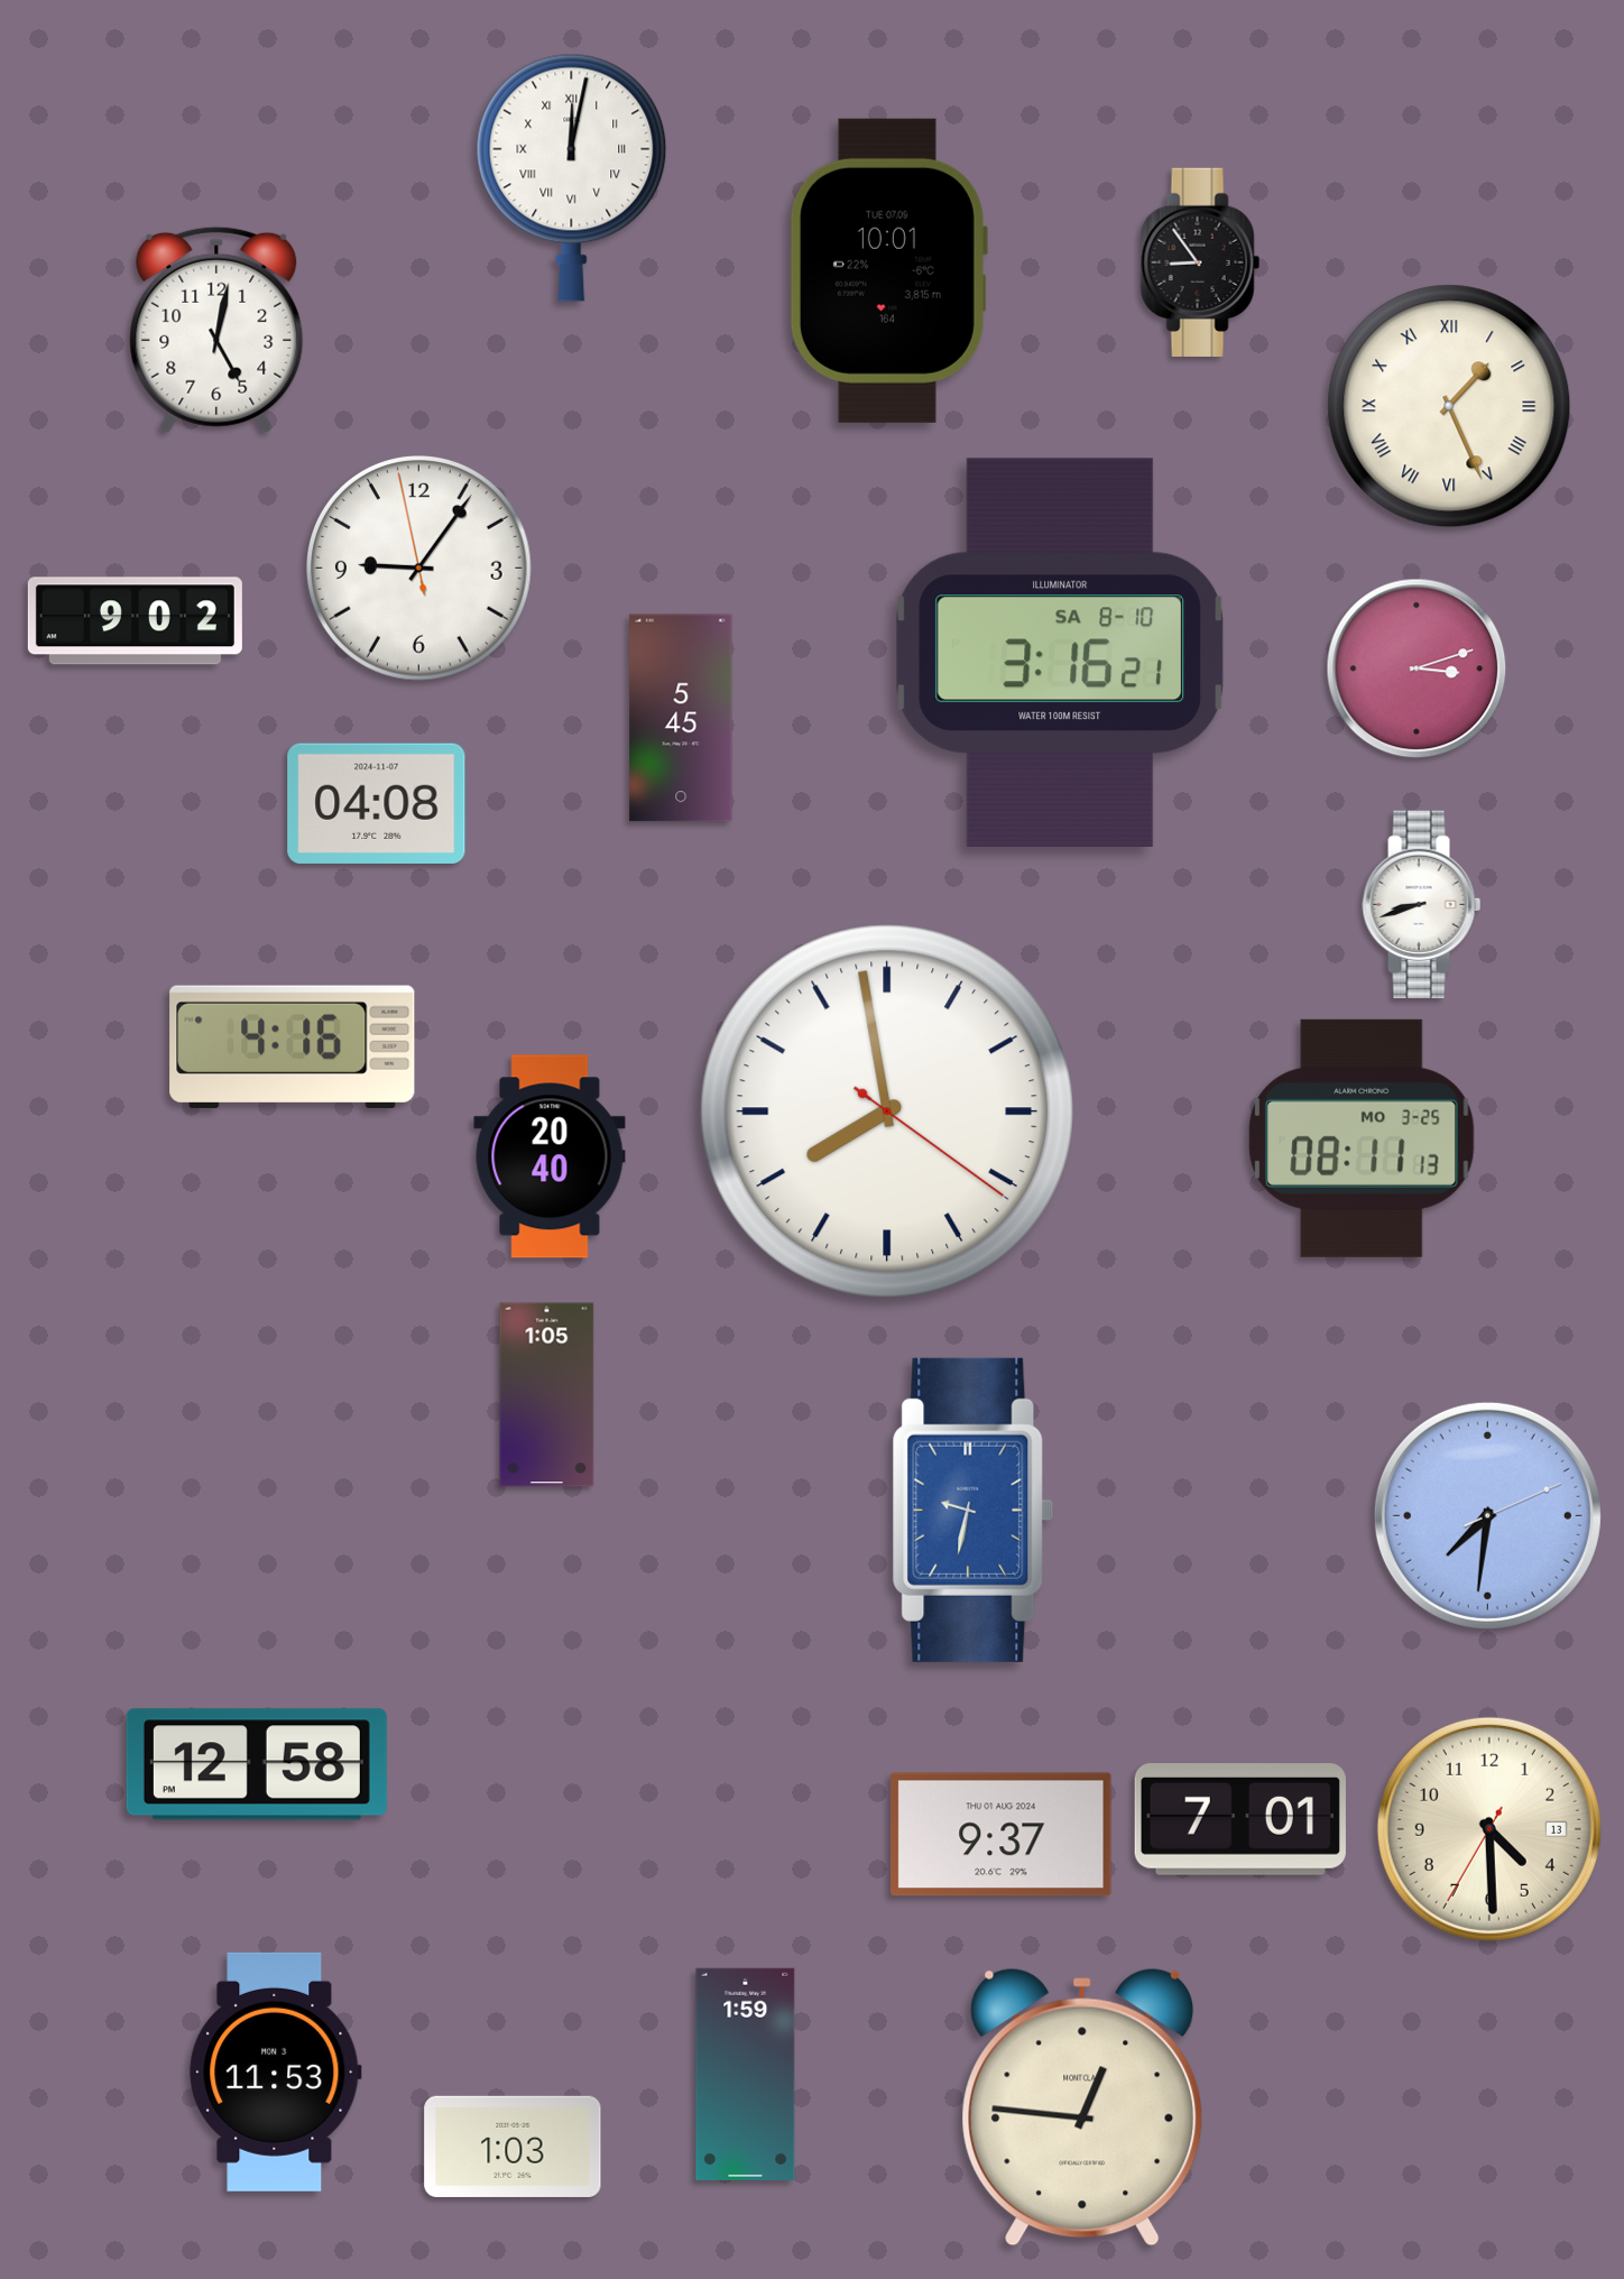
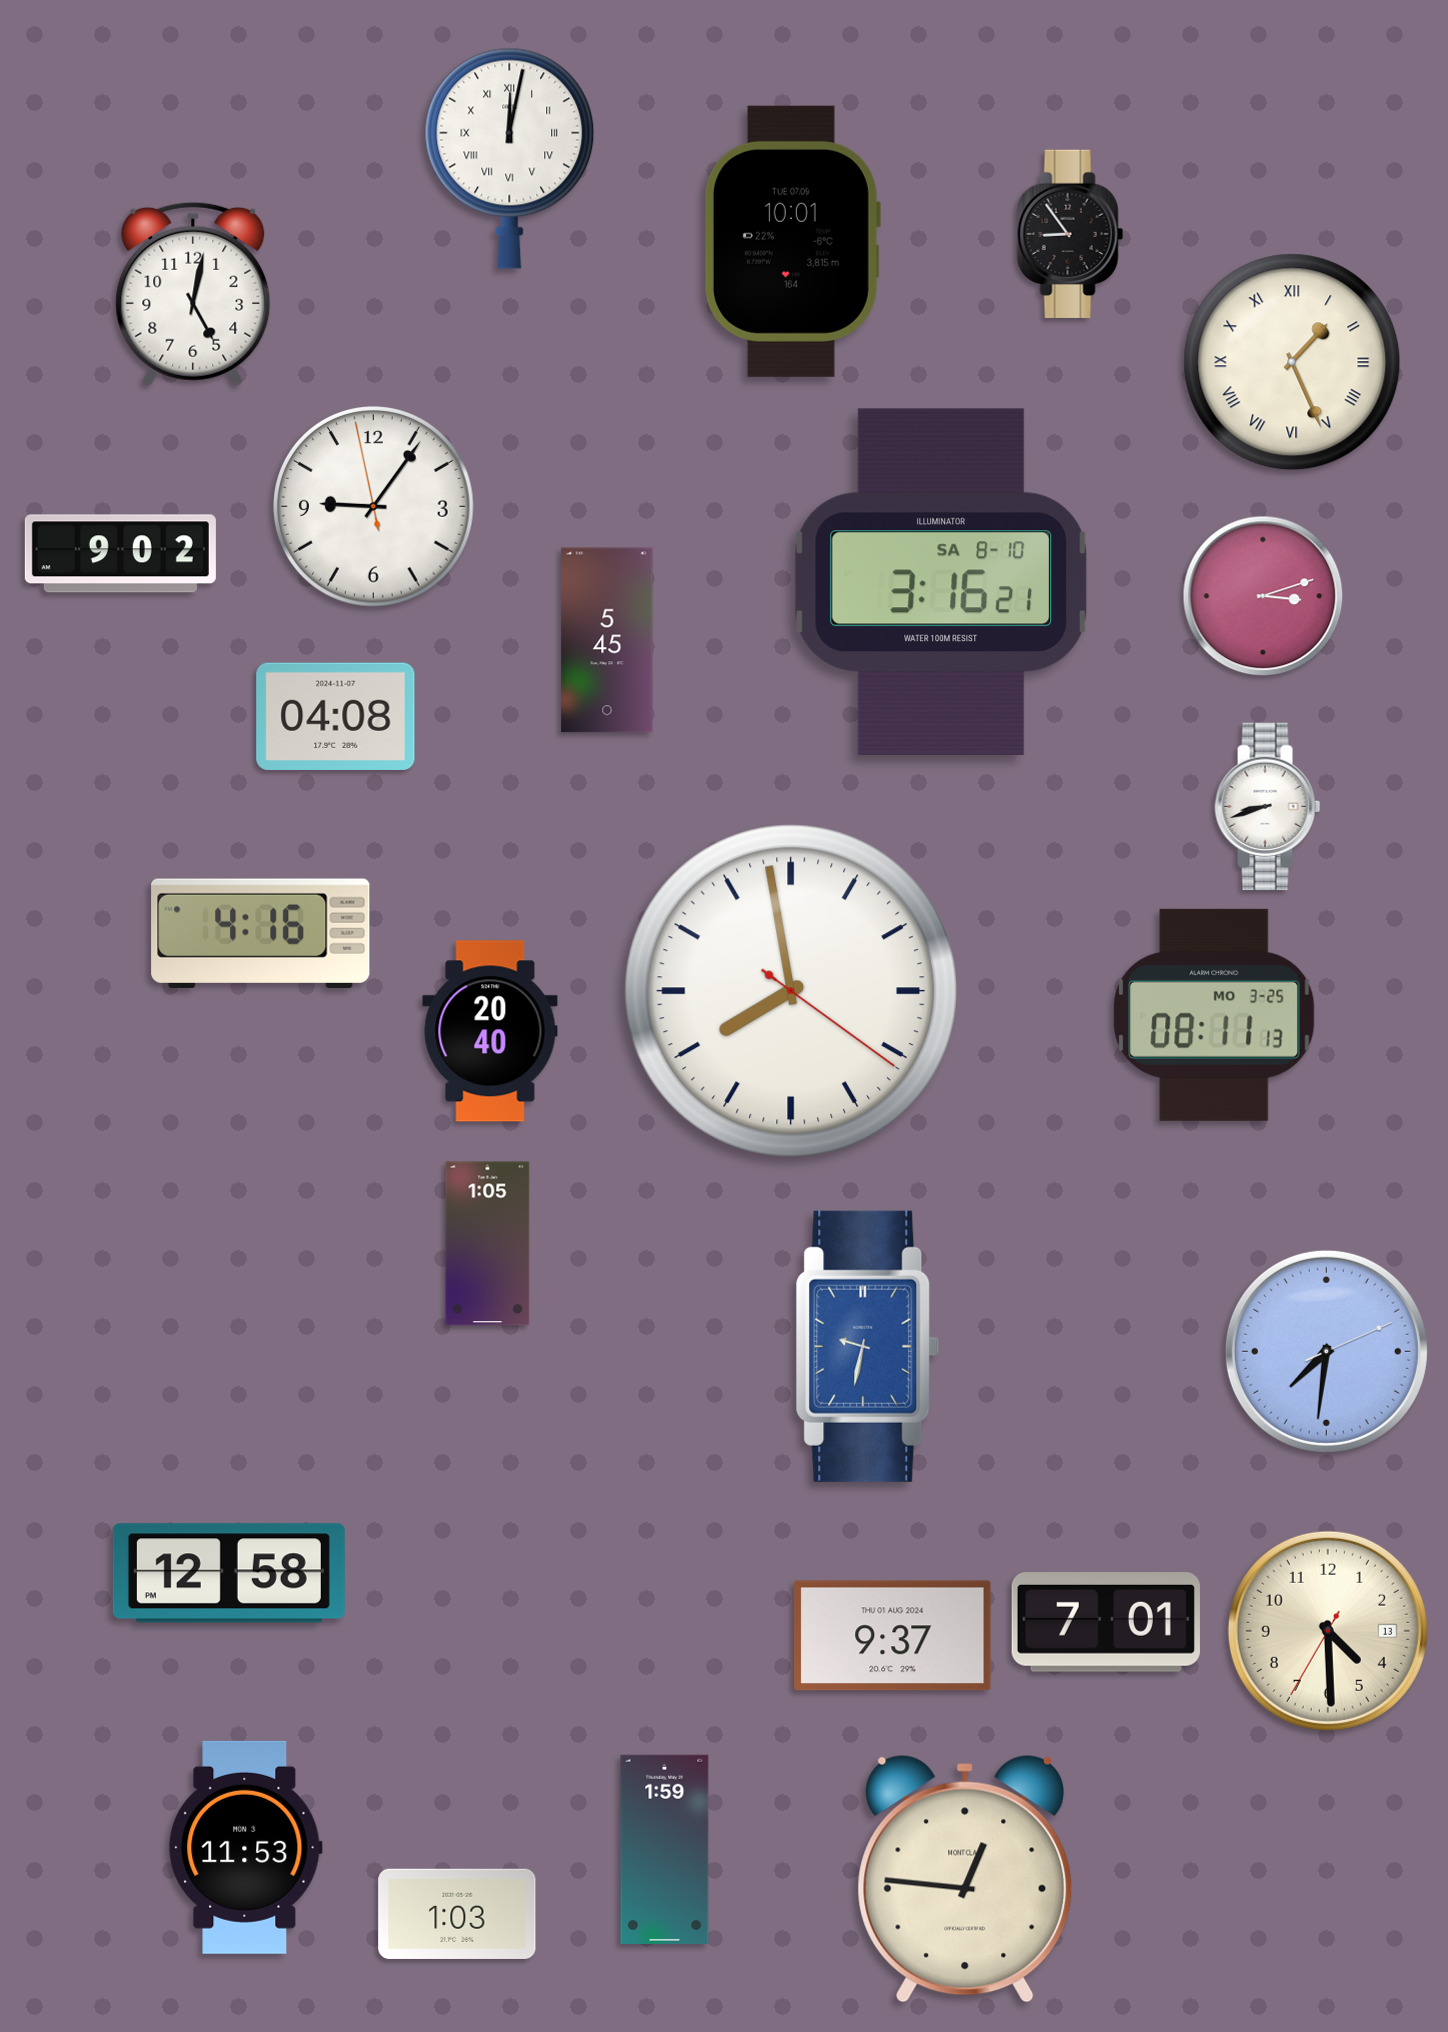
clock at (1059, 653) position: (1059, 653) -> (940, 582)
